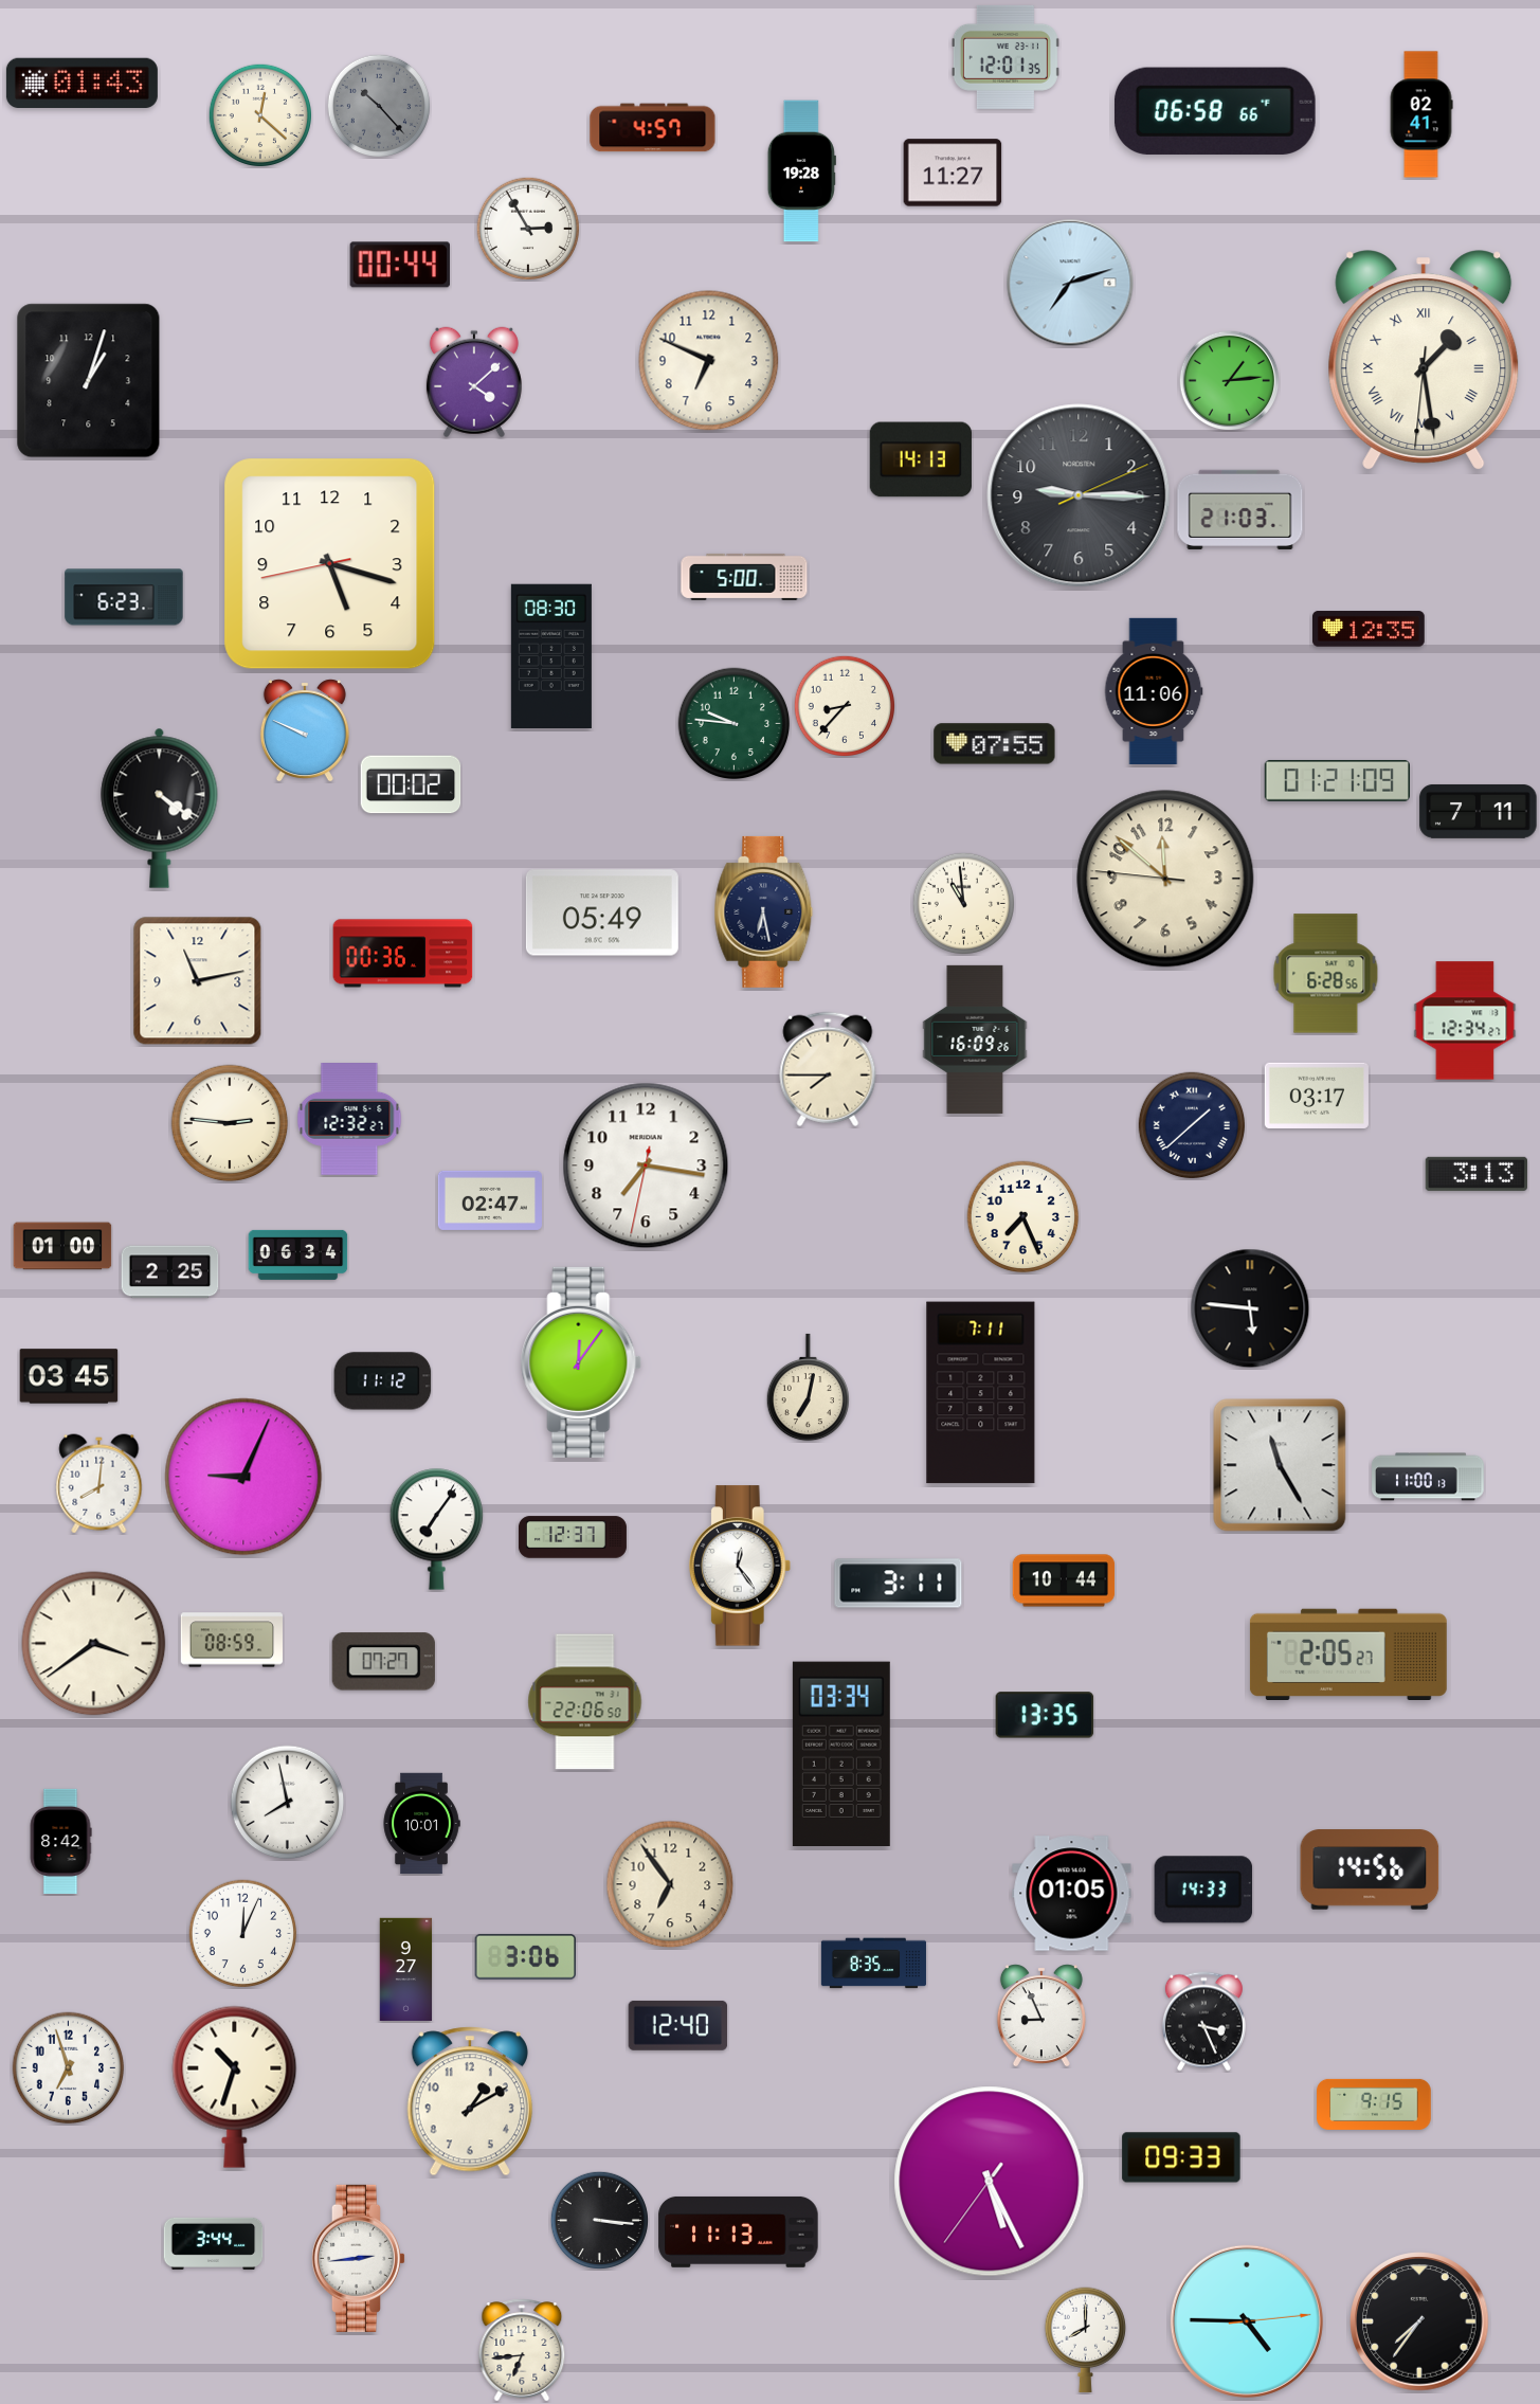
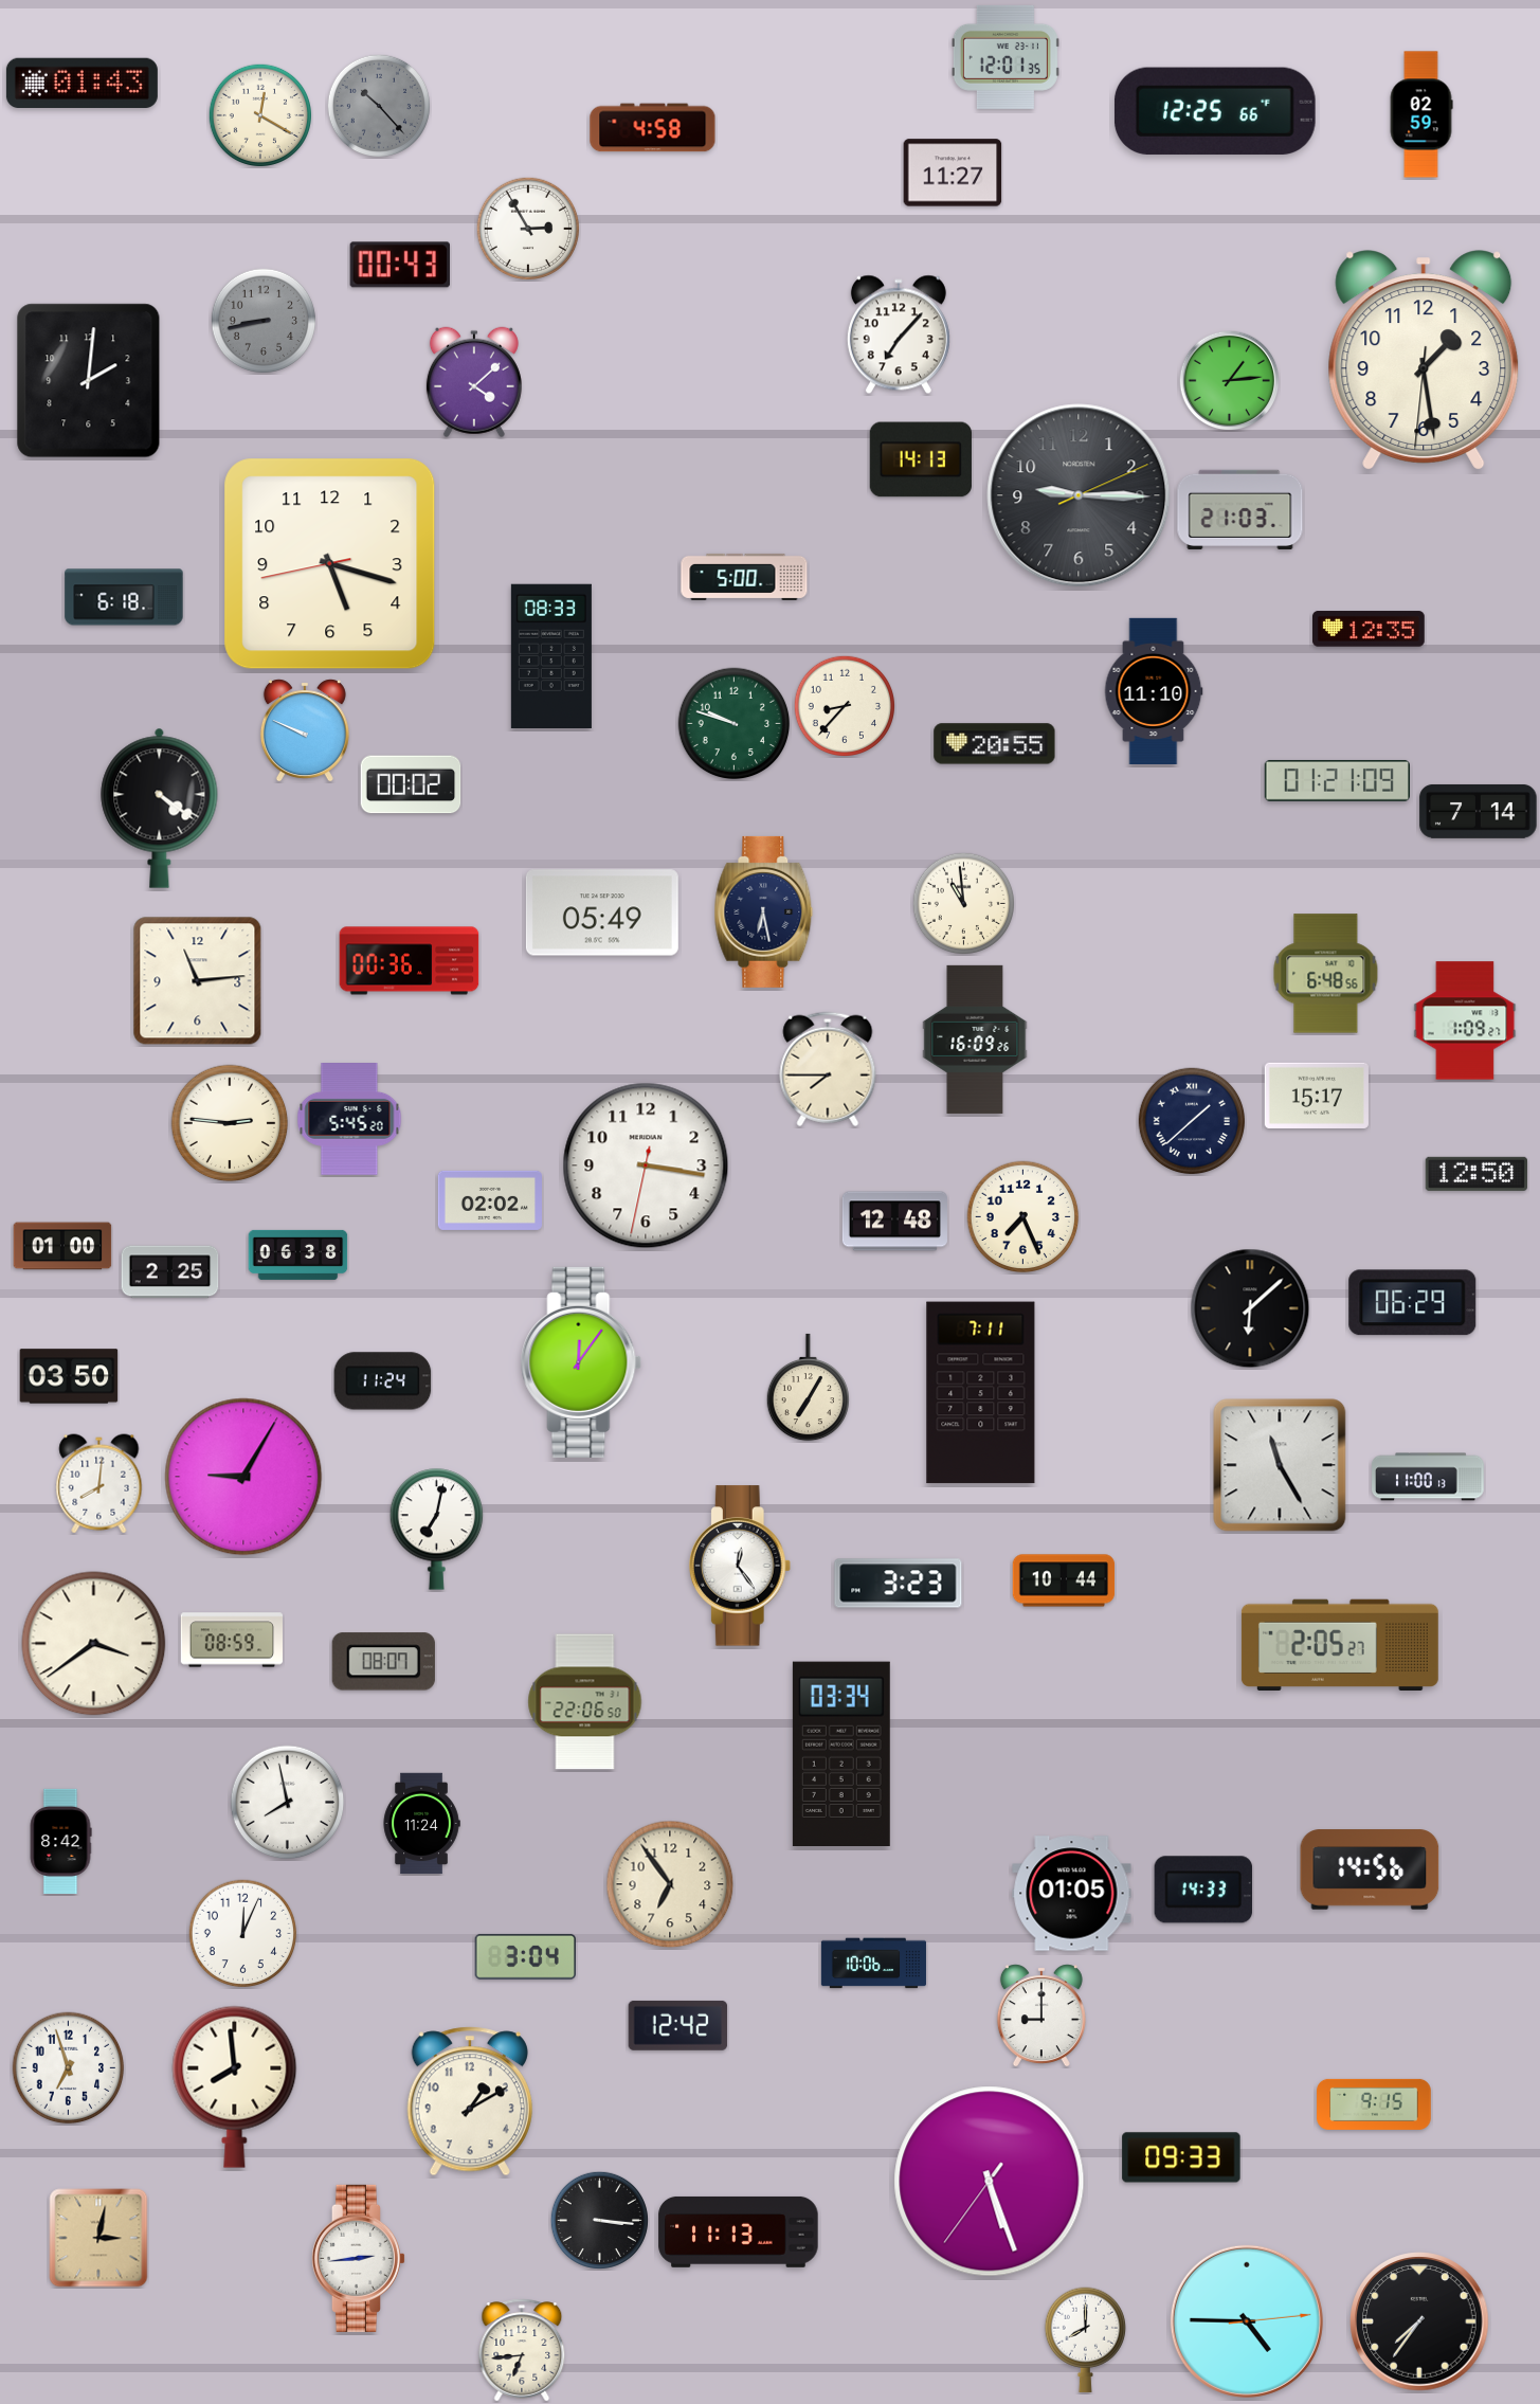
clock at (1215, 110): 06:58 -> 12:25
clock at (259, 114): 12:22 -> 12:20
clock at (1421, 114): 02:41 -> 02:59
clock at (653, 128): 4:57 -> 4:58
clock at (801, 171): 19:28 -> none
clock at (399, 265): 00:44 -> 00:43
clock at (1070, 283): 7:12 -> none
clock at (264, 321): none -> 8:43
clock at (899, 335): none -> 7:07
clock at (1424, 360) numerals: Roman -> Arabic
clock at (709, 361): 6:49 -> none
clock at (89, 381): 1:03 -> 2:01
clock at (124, 597): 6:23 -> 6:18
clock at (551, 655): 08:30 -> 08:33
clock at (1154, 690): 11:06 -> 11:10
clock at (735, 724): 9:46 -> 9:48
clock at (995, 744): 07:55 -> 20:55
clock at (1479, 811): 7:11 -> 7:14
clock at (1165, 879): 11:51 -> none
clock at (403, 954) position: (403, 954) -> (410, 961)
clock at (1326, 974): 6:28 -> 6:48
clock at (198, 981): 11:13 -> 11:14
clock at (1465, 1020): 12:34 -> 1:09
clock at (1317, 1096): 03:17 -> 15:17
clock at (349, 1120): 12:32 -> 5:45
clock at (1192, 1125) position: (1192, 1125) -> (1192, 1121)
clock at (646, 1165): 7:16 -> 3:16
clock at (1475, 1174): 3:13 -> 12:50
clock at (490, 1200): 02:47 -> 02:02
clock at (894, 1222): none -> 12:48
clock at (298, 1254): 06:34 -> 06:38
clock at (1413, 1303): none -> 06:29
clock at (1250, 1308): 5:46 -> 6:08
clock at (69, 1376): 03:45 -> 03:50
clock at (383, 1381): 11:12 -> 11:24
clock at (808, 1388): 7:02 -> 7:05
clock at (243, 1477): 9:04 -> 9:05
clock at (437, 1530): 7:06 -> 7:02
clock at (573, 1537): 12:37 -> none
clock at (899, 1584): 3:11 -> 3:23
clock at (1348, 1653) position: (1348, 1653) -> (1340, 1644)
clock at (383, 1662): 07:27 -> 08:07
clock at (1045, 1715): 13:35 -> none
clock at (421, 1824): 10:01 -> 11:24
clock at (525, 1956): 3:06 -> 3:04
clock at (873, 1964): 8:35 -> 10:06
clock at (406, 1970): 9:27 -> none
clock at (1041, 2016): 8:56 -> 9:00
clock at (1203, 2022): 3:26 -> none
clock at (678, 2025): 12:40 -> 12:42
clock at (235, 2086): 10:33 -> 7:59
clock at (990, 2182): 5:25 -> 5:26
clock at (98, 2238): none -> 3:02
clock at (214, 2243): 3:44 -> none
